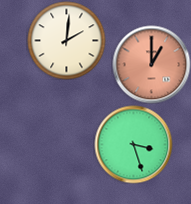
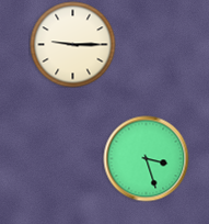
clock at (66, 40): 2:01 -> 9:15
clock at (151, 64): 1:00 -> none
